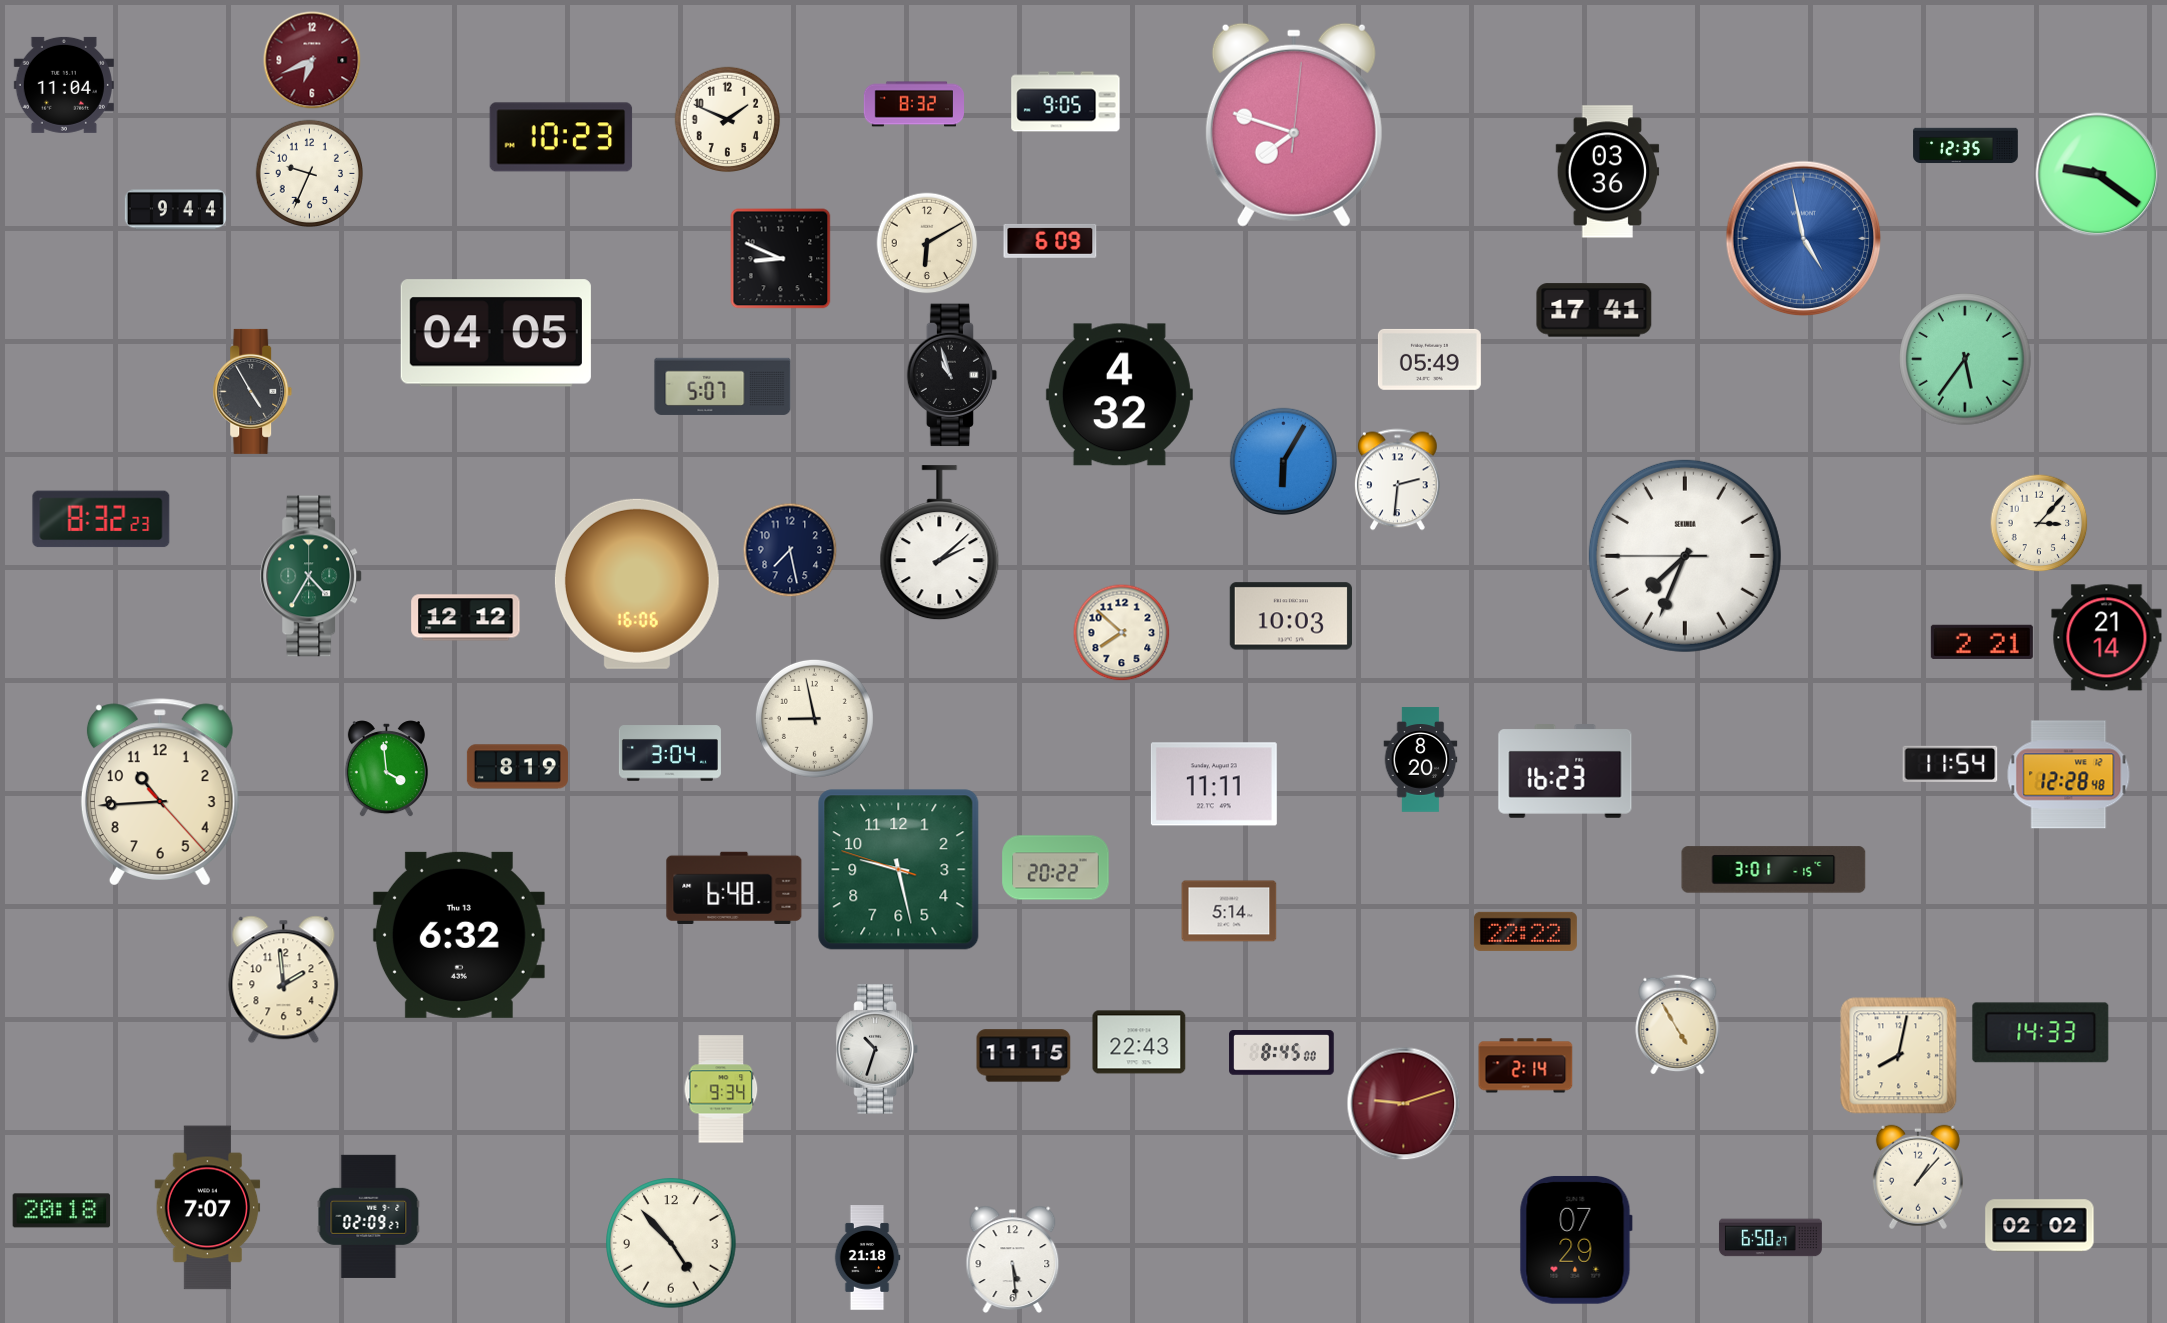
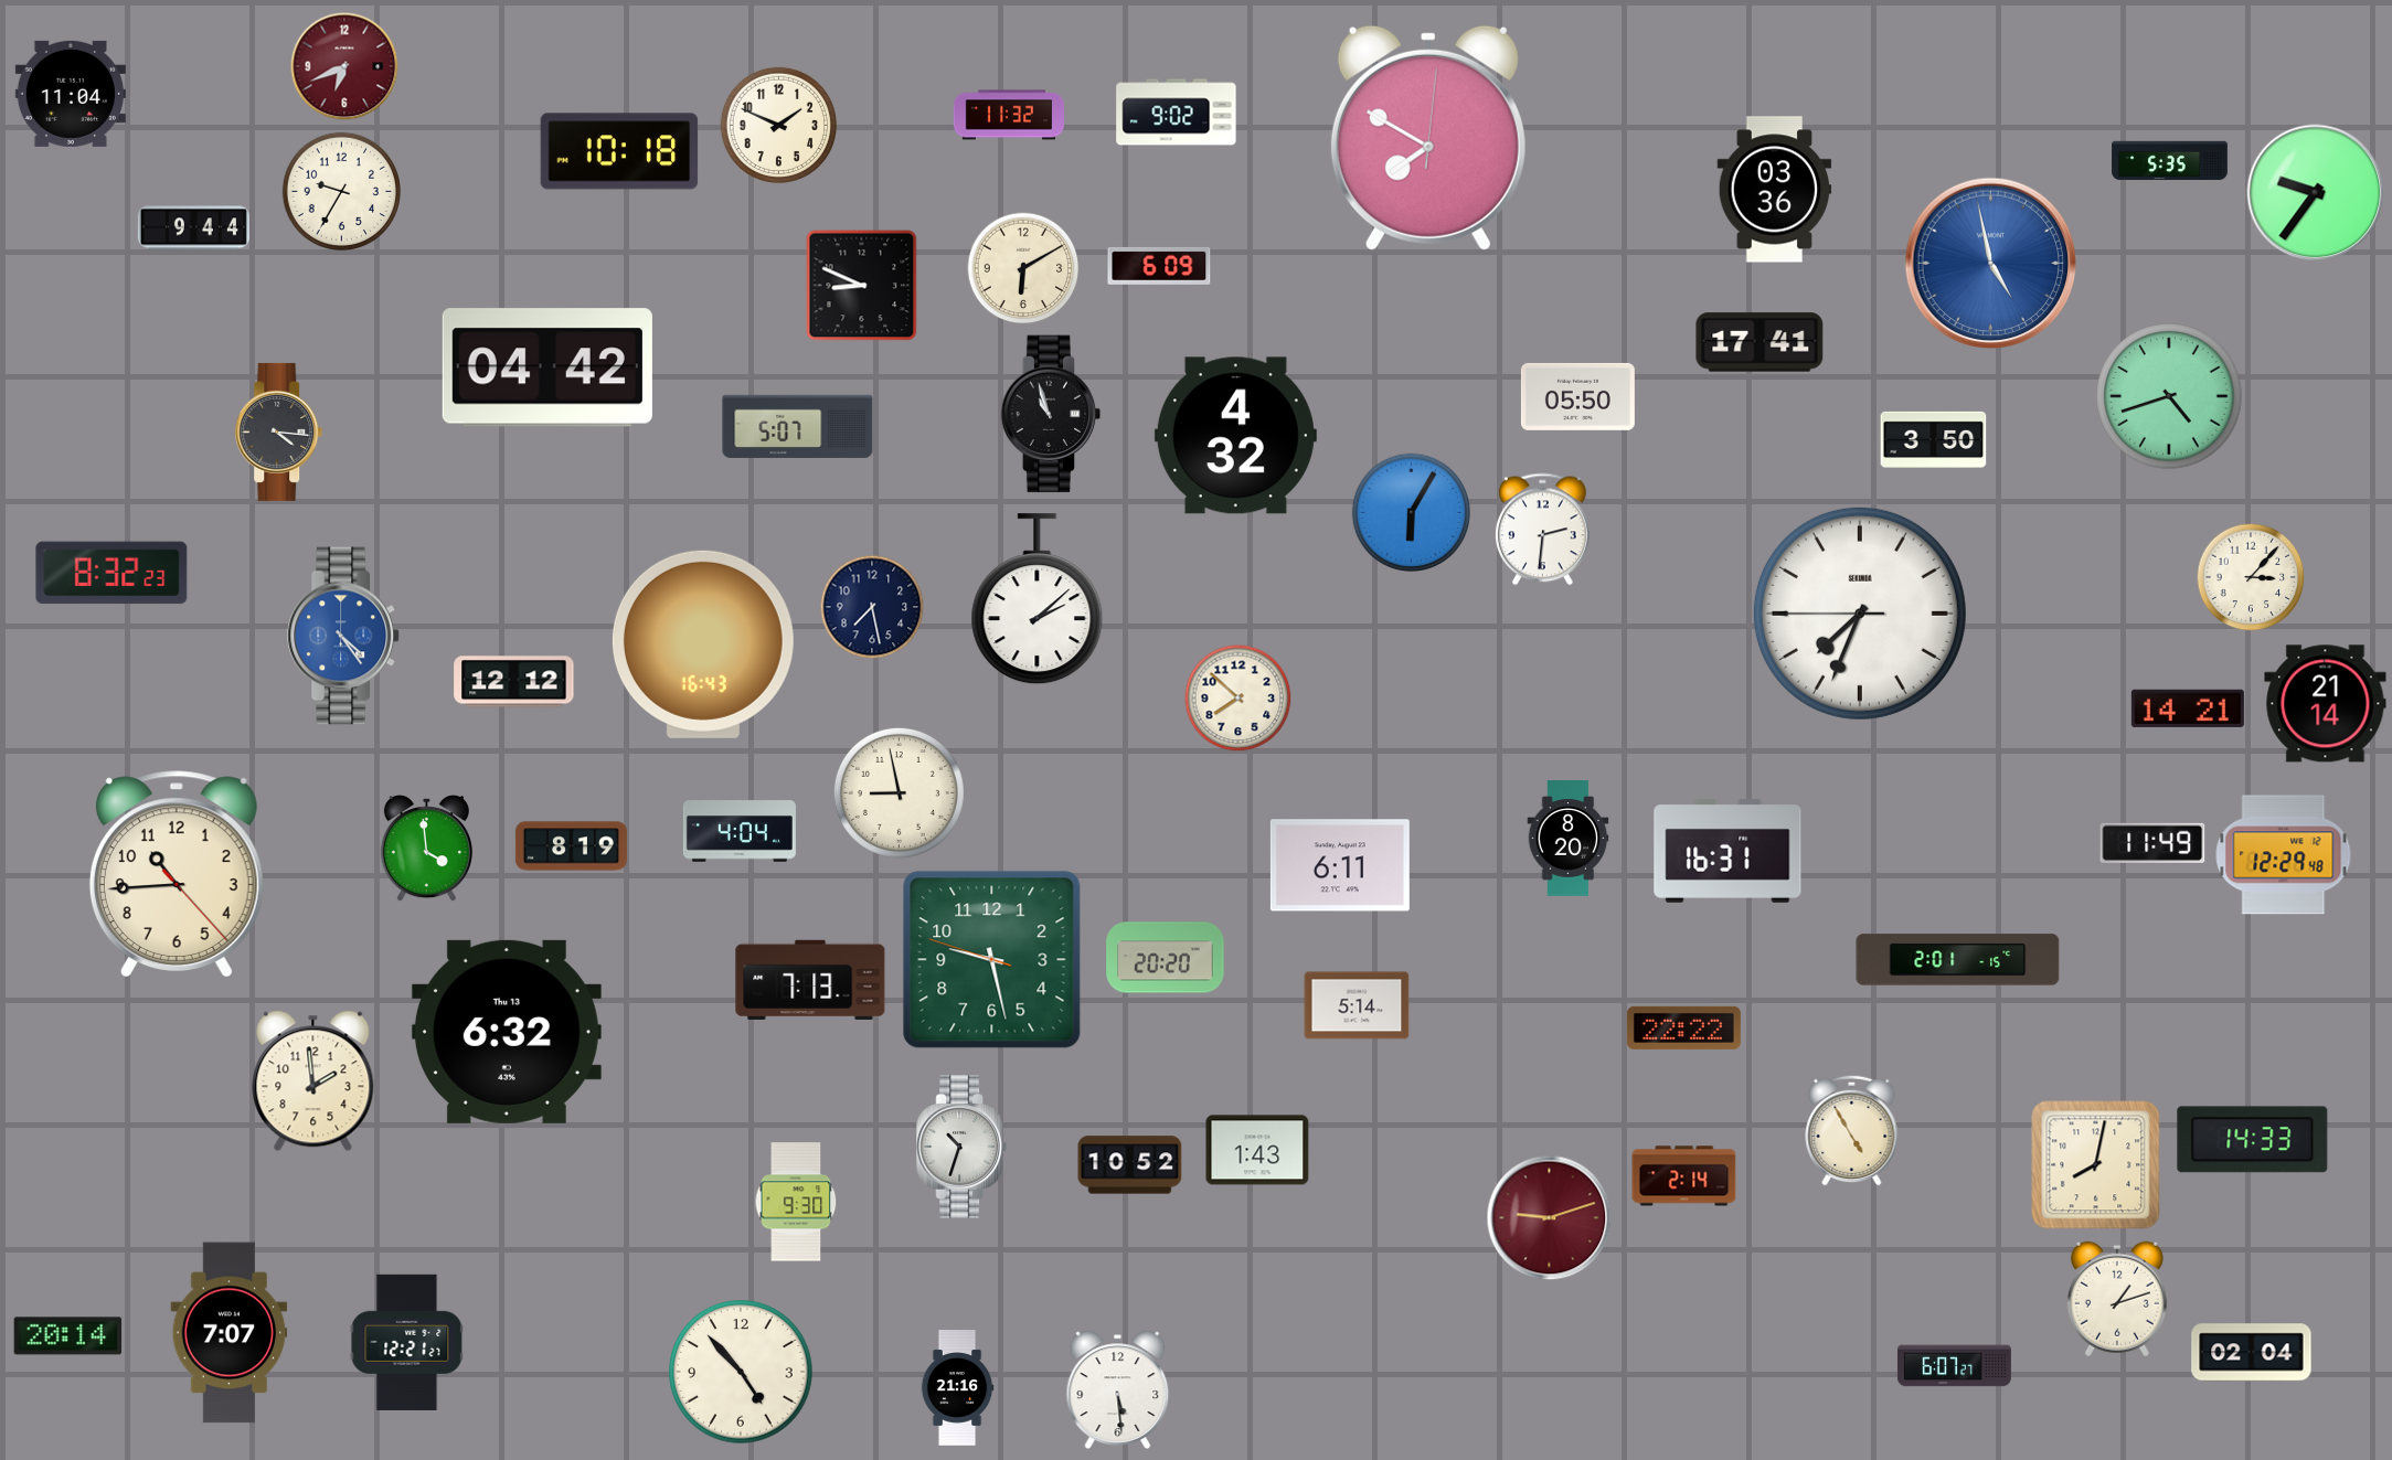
clock at (1066, 102): 9:05 -> 9:02
clock at (913, 104): 8:32 -> 11:32
clock at (728, 120) position: (728, 120) -> (779, 126)
clock at (1294, 125): 7:48 -> 7:50
clock at (561, 137): 10:23 -> 10:18
clock at (1966, 146): 12:35 -> 5:35
clock at (309, 173): 9:34 -> 9:35
clock at (2098, 175): 9:21 -> 9:36
clock at (175, 210) position: (175, 210) -> (193, 228)
clock at (496, 333): 04:05 -> 04:42
clock at (1429, 359): 05:49 -> 05:50
clock at (1965, 359): 5:36 -> 4:42
clock at (253, 391): 4:55 -> 4:16
clock at (1934, 439): none -> 3:50
clock at (1283, 461) position: (1283, 461) -> (1411, 512)
clock at (312, 576): 4:35 -> 4:24
clock at (312, 576) dial: green -> blue
clock at (637, 584): 16:06 -> 16:43
clock at (1291, 616): 10:03 -> none
clock at (1982, 642): 2:21 -> 14:21
clock at (670, 753): 3:04 -> 4:04
clock at (1950, 764): 11:54 -> 11:49
clock at (1565, 771): 16:23 -> 16:31
clock at (2069, 775): 12:28 -> 12:29
clock at (1214, 784): 11:11 -> 6:11
clock at (1056, 868): 20:22 -> 20:20
clock at (1774, 870): 3:01 -> 2:01
clock at (734, 888): 6:48 -> 7:13
clock at (1139, 1042): 22:43 -> 1:43
clock at (877, 1049) position: (877, 1049) -> (961, 1147)
clock at (1282, 1053): 8:45 -> none
clock at (1024, 1056): 11:15 -> 10:52
clock at (721, 1089): 9:34 -> 9:30
clock at (1918, 1177): 1:07 -> 1:12
clock at (62, 1211): 20:18 -> 20:14
clock at (369, 1216): 02:09 -> 12:21
clock at (2040, 1226): 02:02 -> 02:04
clock at (1770, 1238): 6:50 -> 6:07
clock at (1576, 1240): 07:29 -> none
clock at (867, 1258): 21:18 -> 21:16
